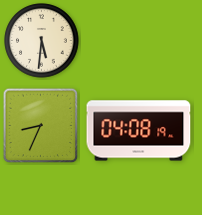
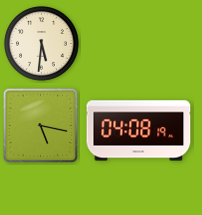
clock at (42, 41) position: (42, 41) -> (42, 44)
clock at (41, 126): 8:34 -> 5:17
